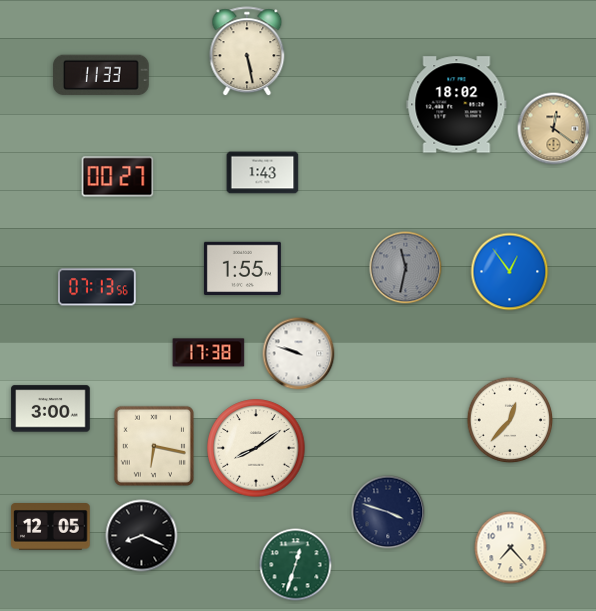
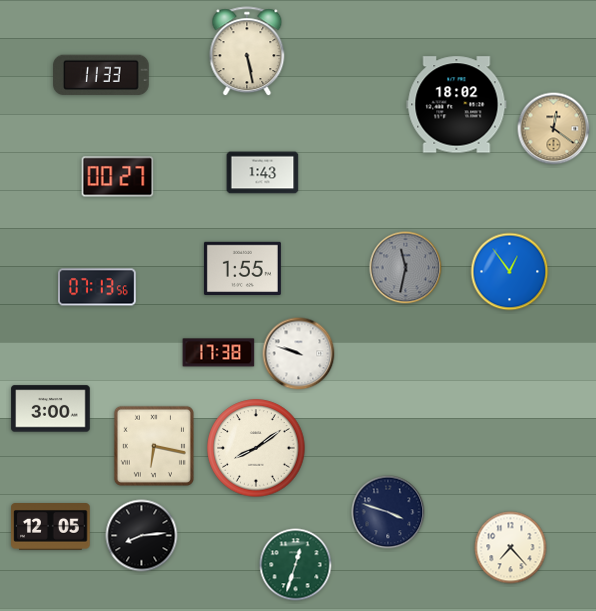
clock at (209, 353) position: (209, 353) -> (219, 353)
clock at (510, 420): 12:37 -> none
clock at (142, 536): 8:19 -> 8:14
